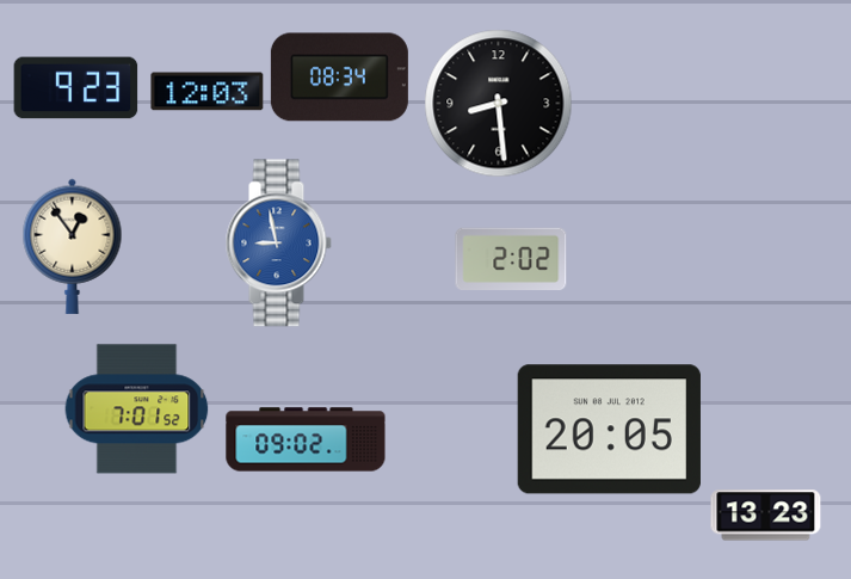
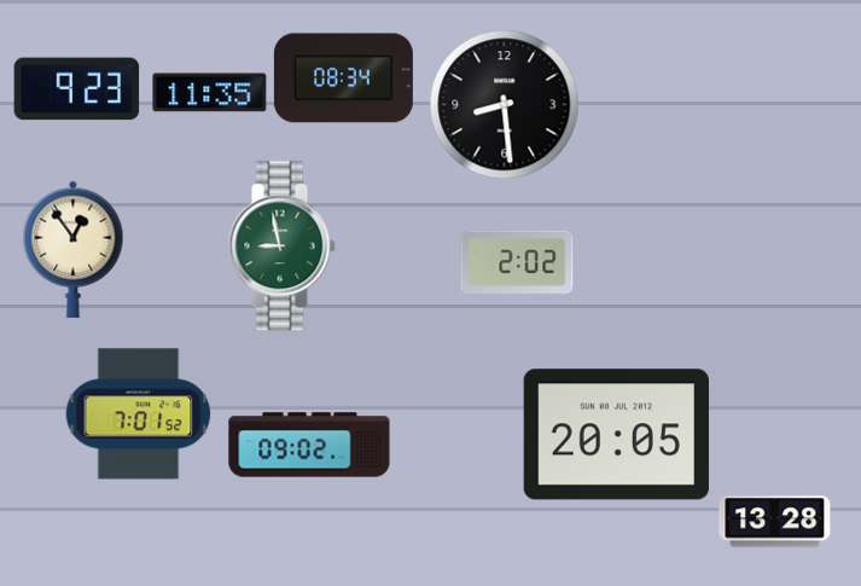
clock at (208, 92): 12:03 -> 11:35
clock at (278, 244) dial: blue -> green
clock at (766, 516): 13:23 -> 13:28
